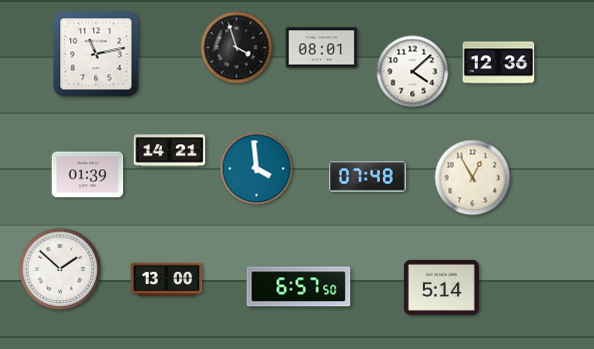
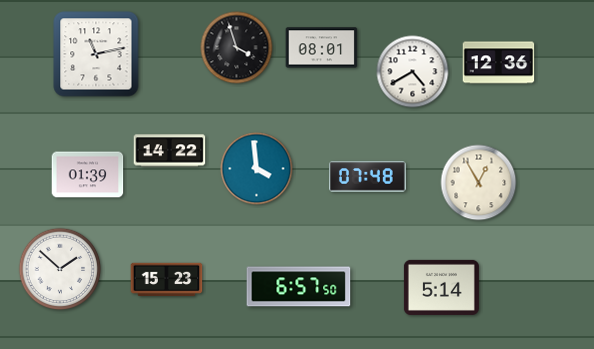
clock at (413, 72): 4:08 -> 4:40
clock at (170, 151): 14:21 -> 14:22
clock at (473, 178) position: (473, 178) -> (479, 183)
clock at (167, 280): 13:00 -> 15:23
